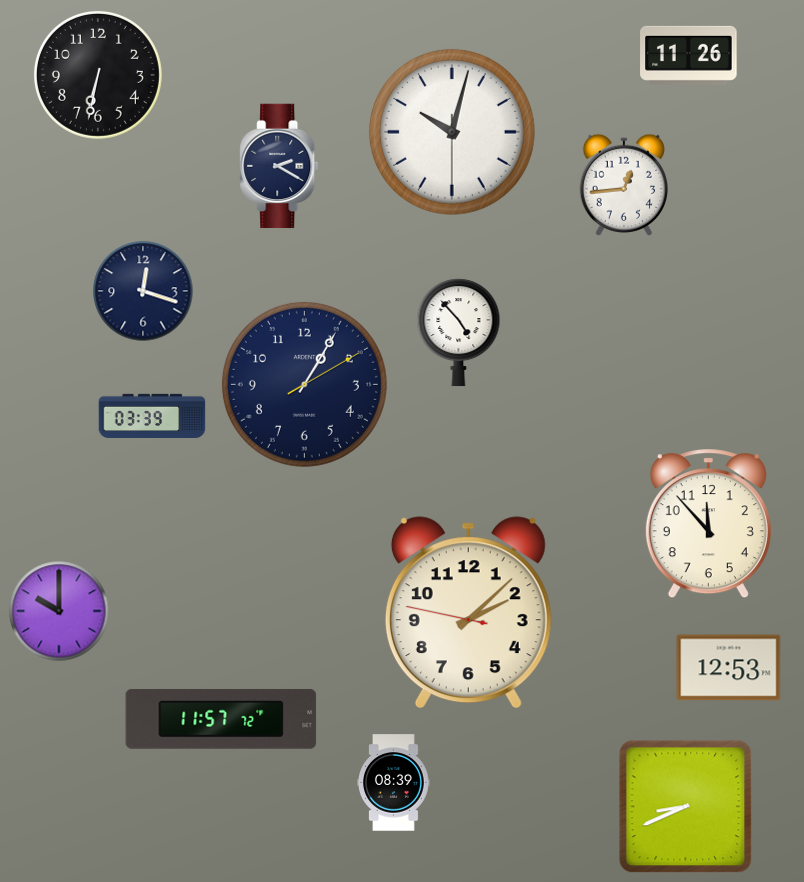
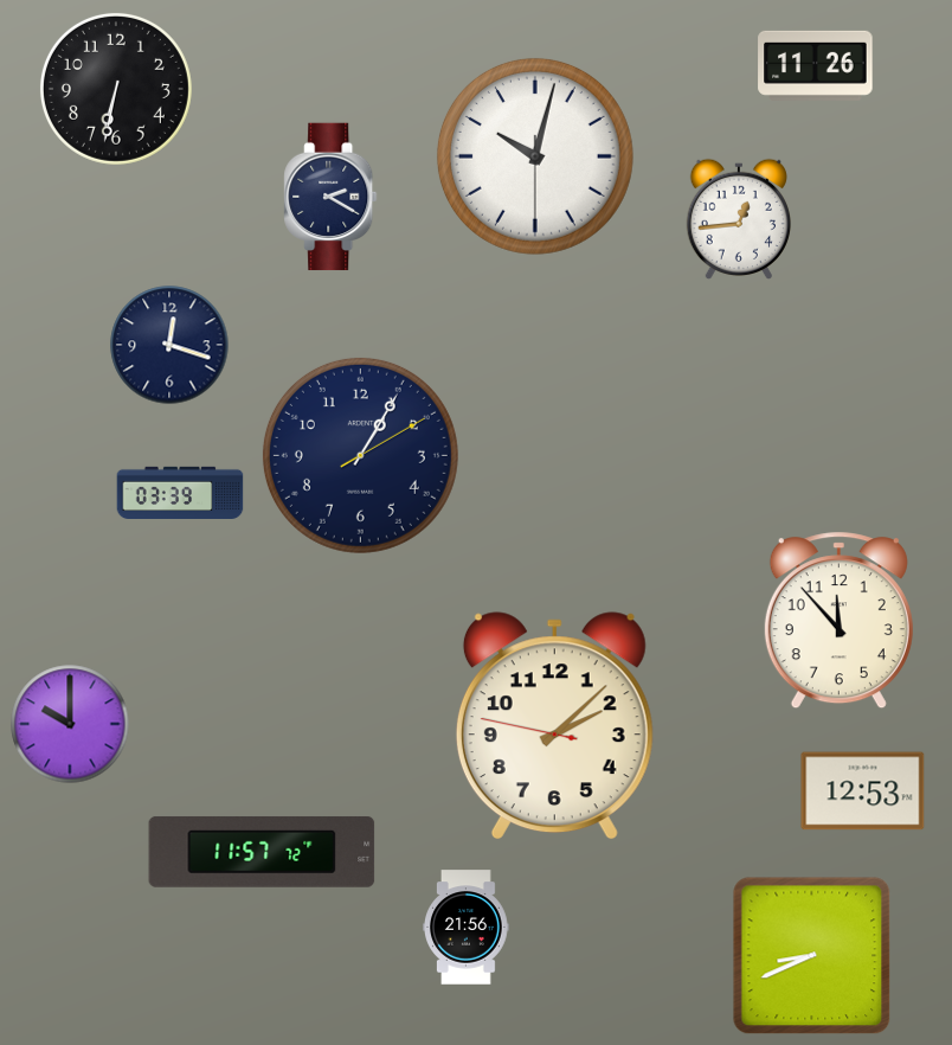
clock at (459, 333): 4:53 -> none
clock at (394, 783): 08:39 -> 21:56
